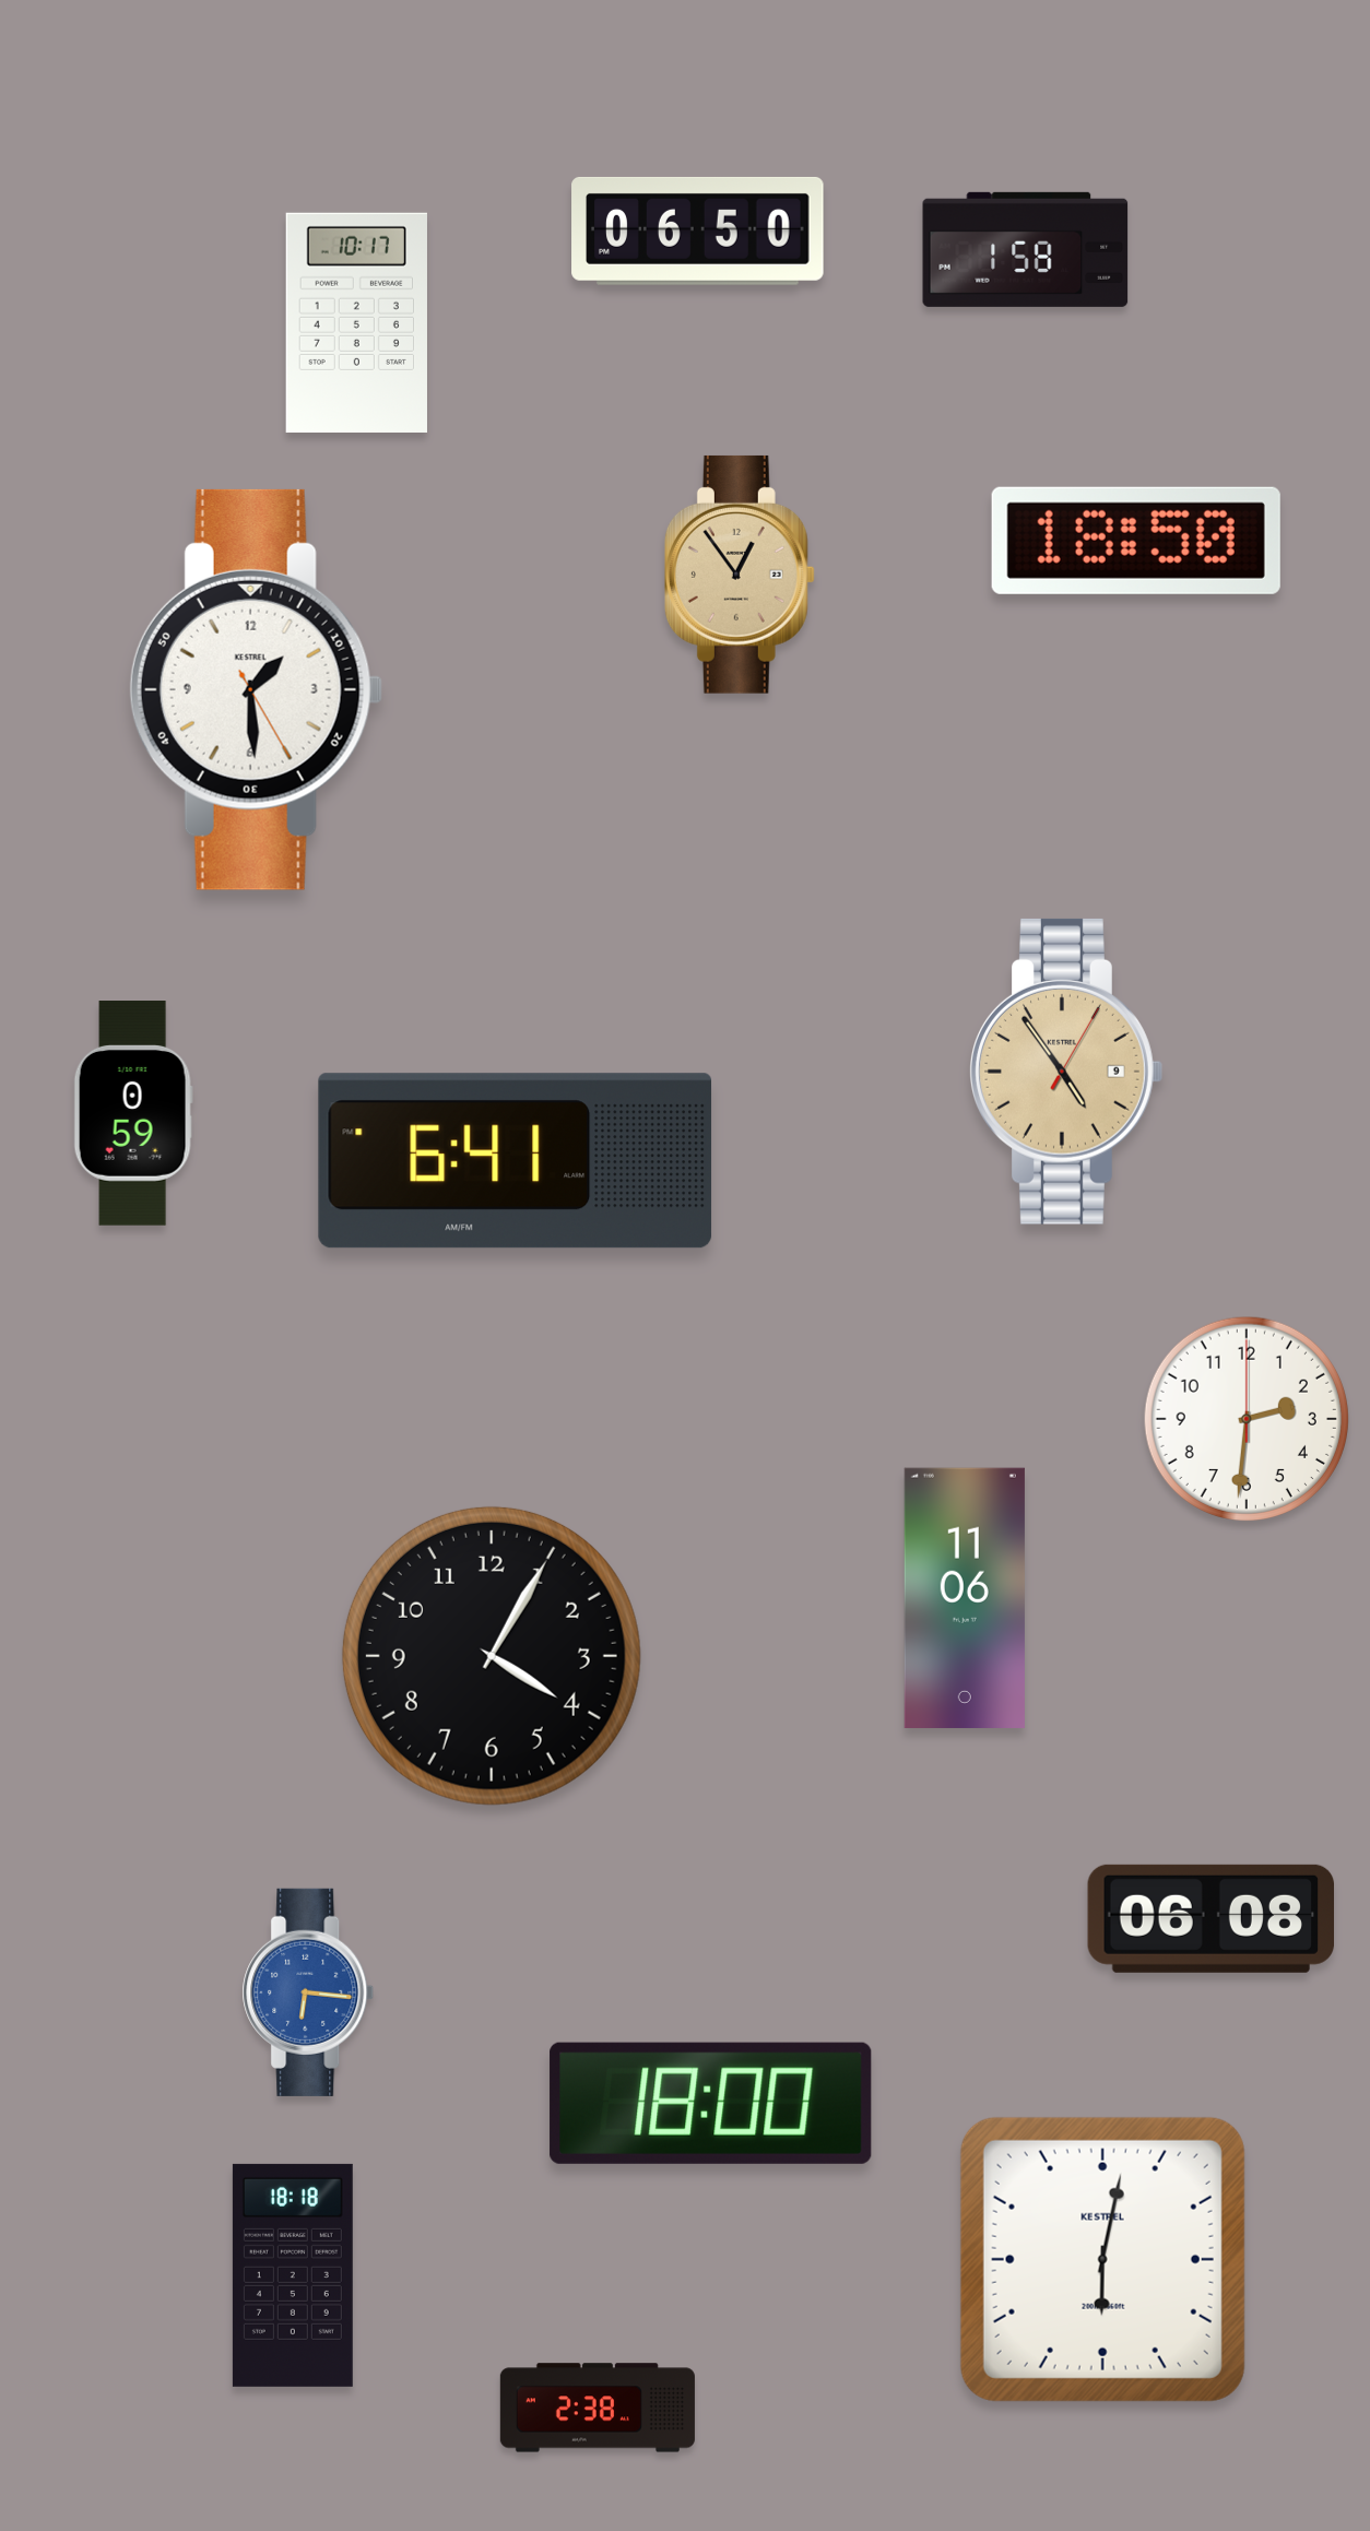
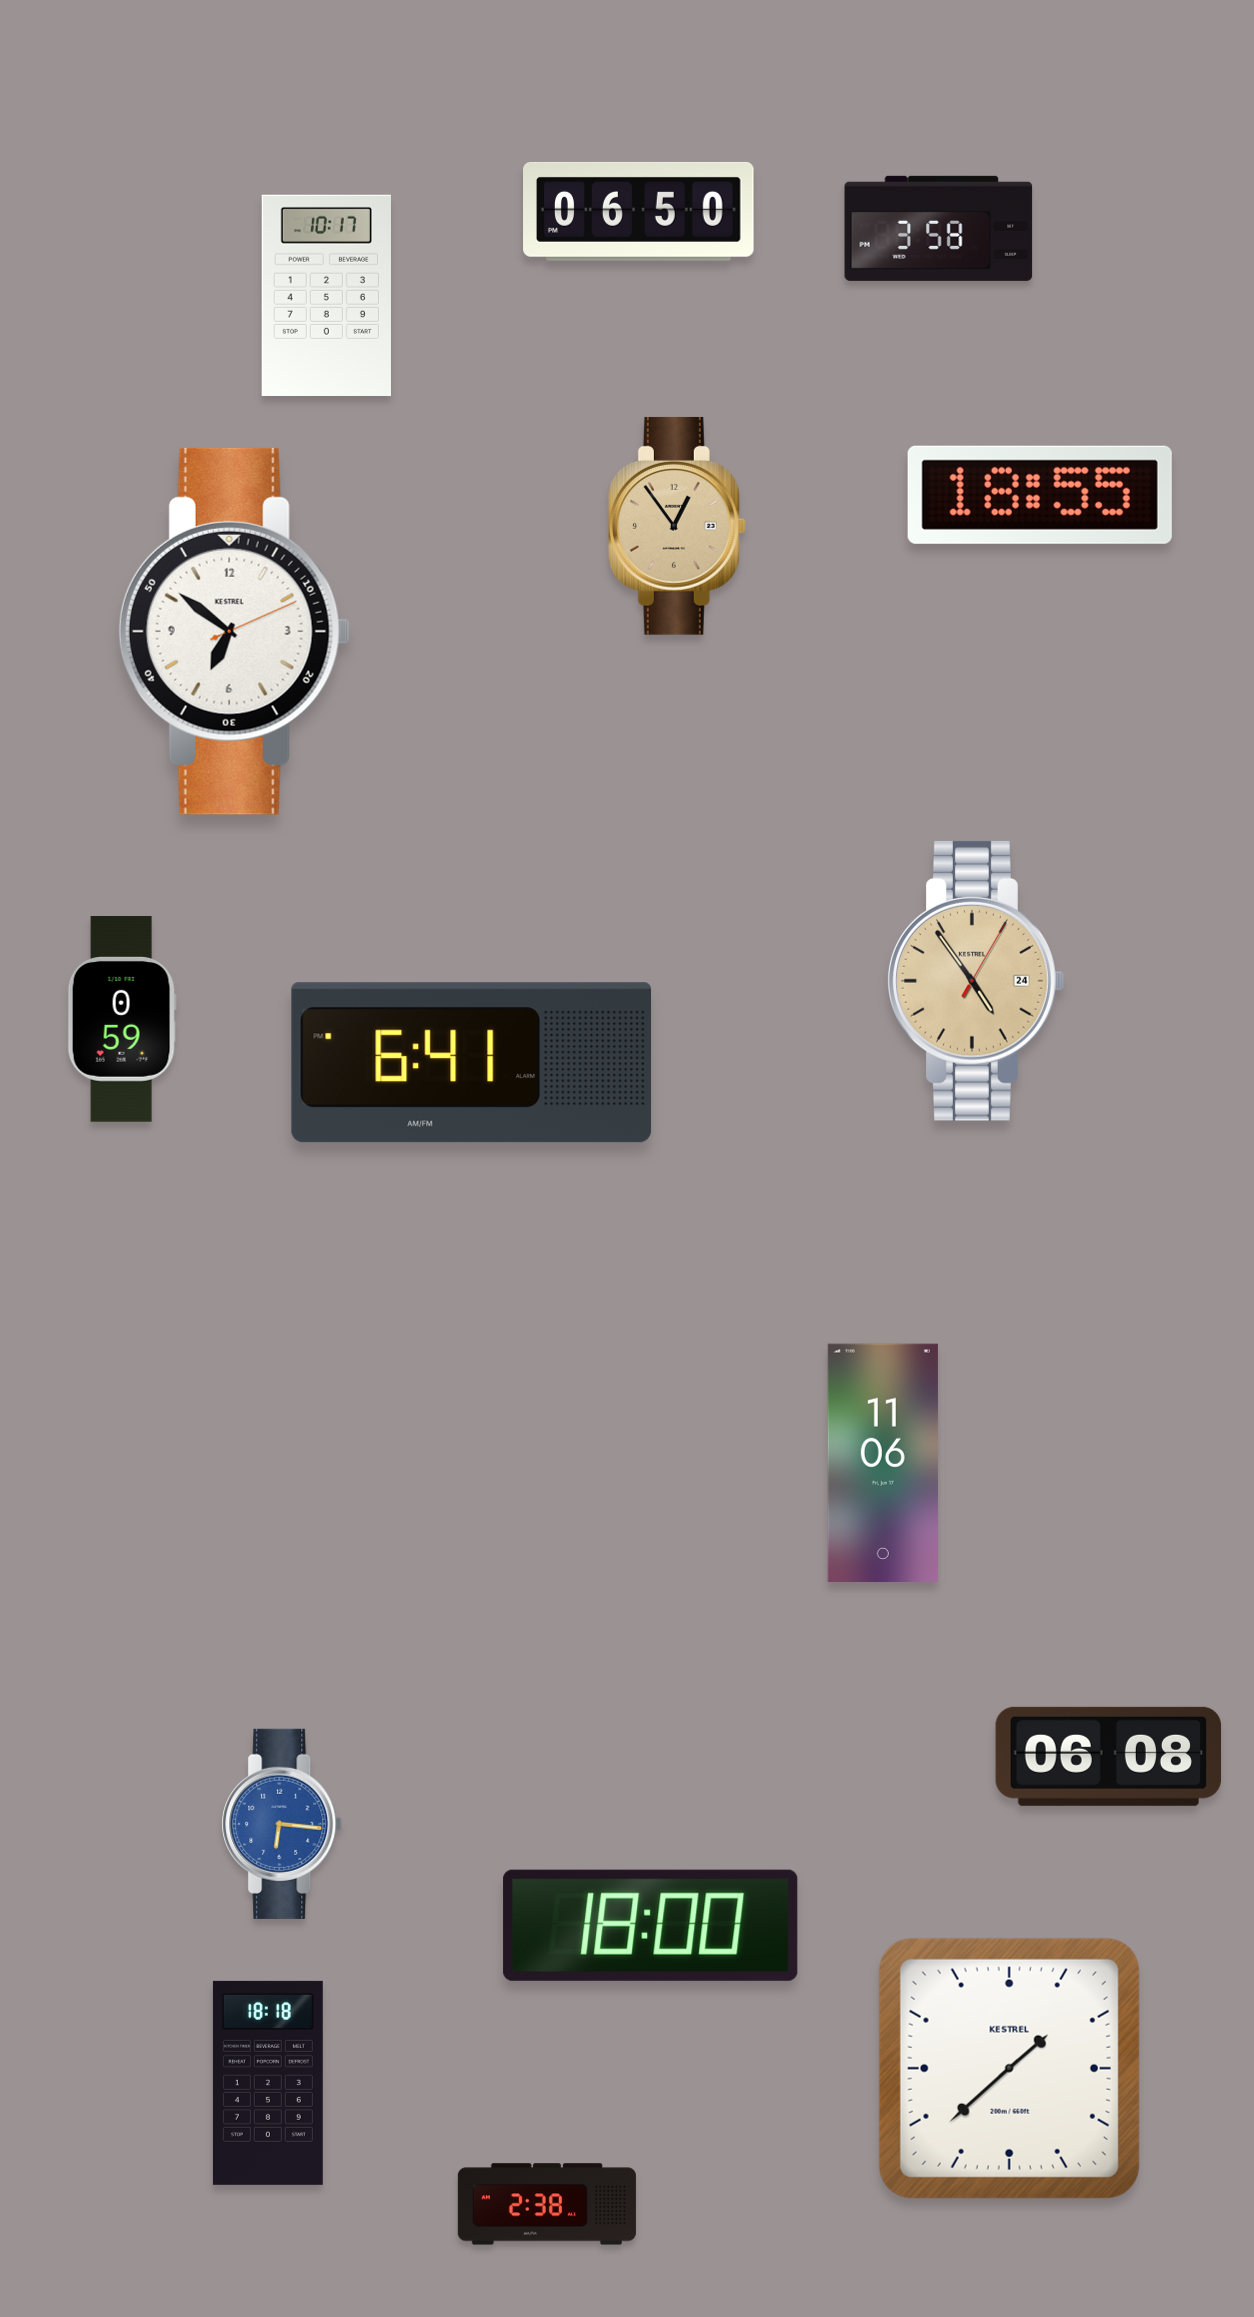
clock at (1026, 249): 1:58 -> 3:58
clock at (1136, 541): 18:50 -> 18:55
clock at (256, 689): 1:29 -> 6:51
clock at (1066, 1072) date: 9 -> 24
clock at (1247, 1419): 2:31 -> none
clock at (492, 1656): 4:05 -> none
clock at (1102, 2259): 6:02 -> 1:38
